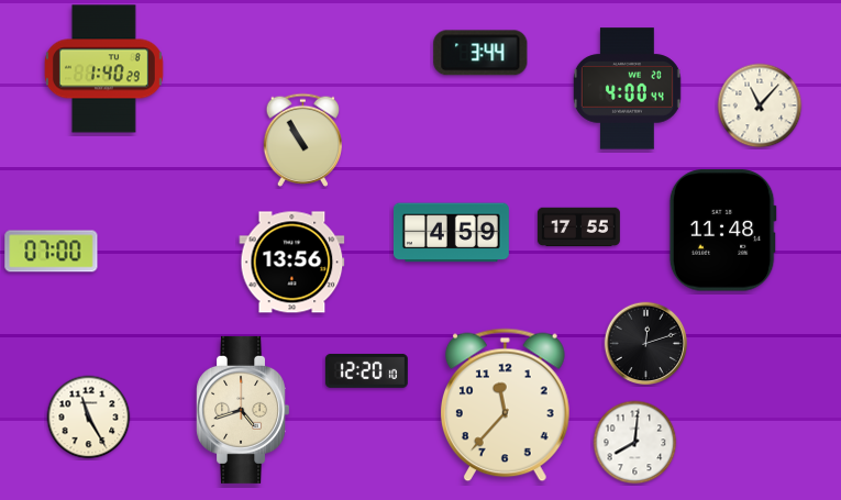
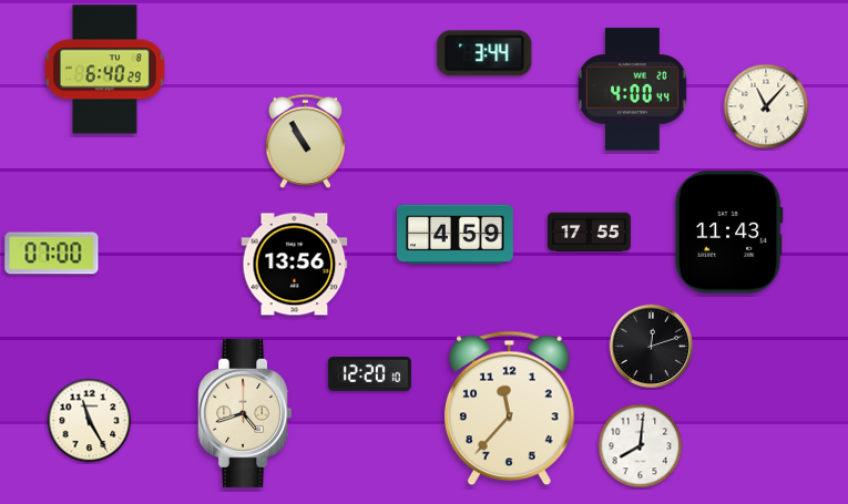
clock at (103, 69): 1:40 -> 6:40
clock at (578, 226) position: (578, 226) -> (589, 232)
clock at (722, 231): 11:48 -> 11:43
